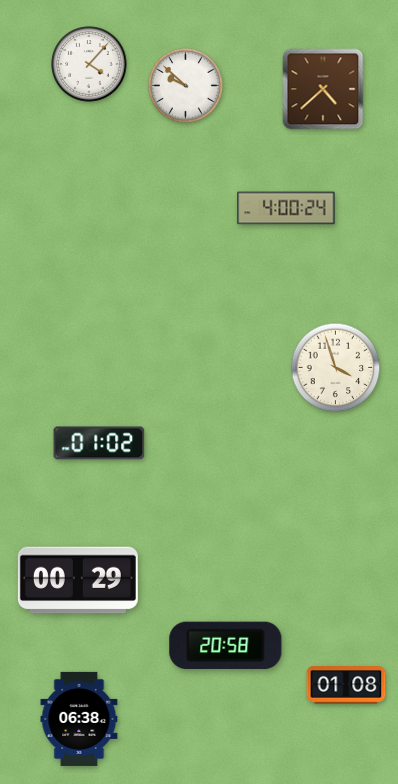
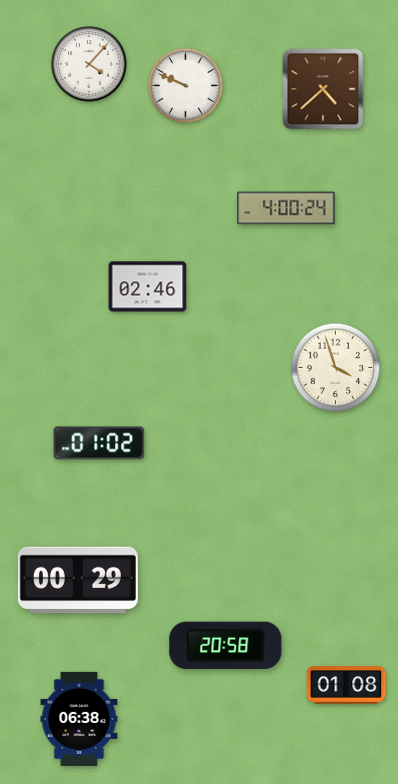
clock at (186, 86): 9:52 -> 9:49
clock at (148, 287): none -> 02:46
